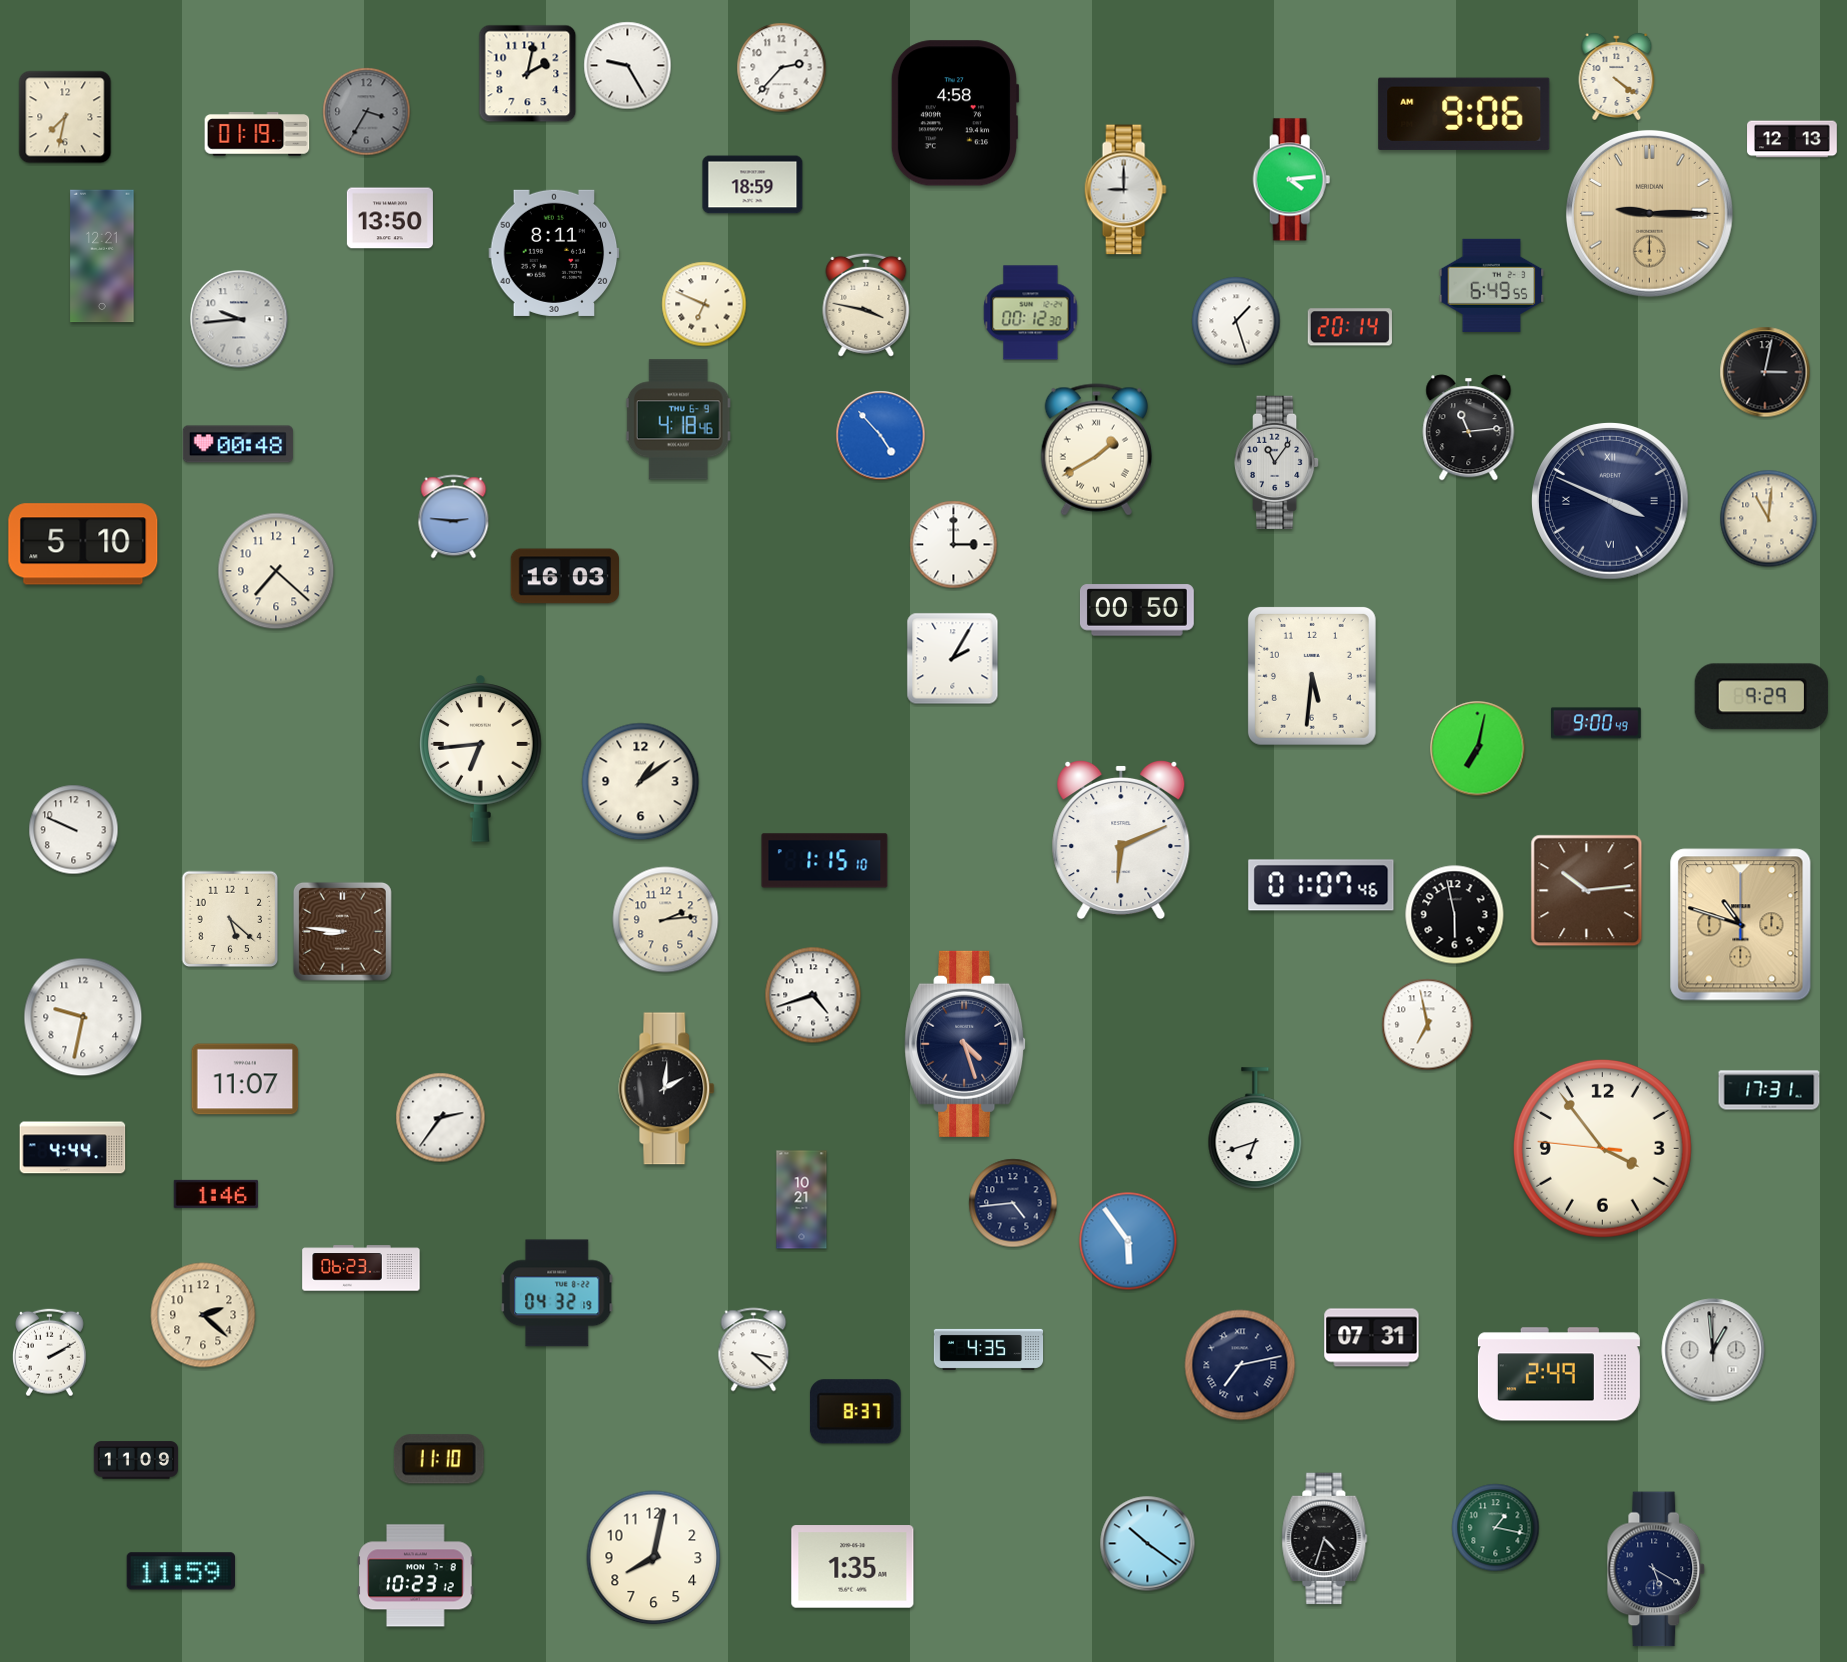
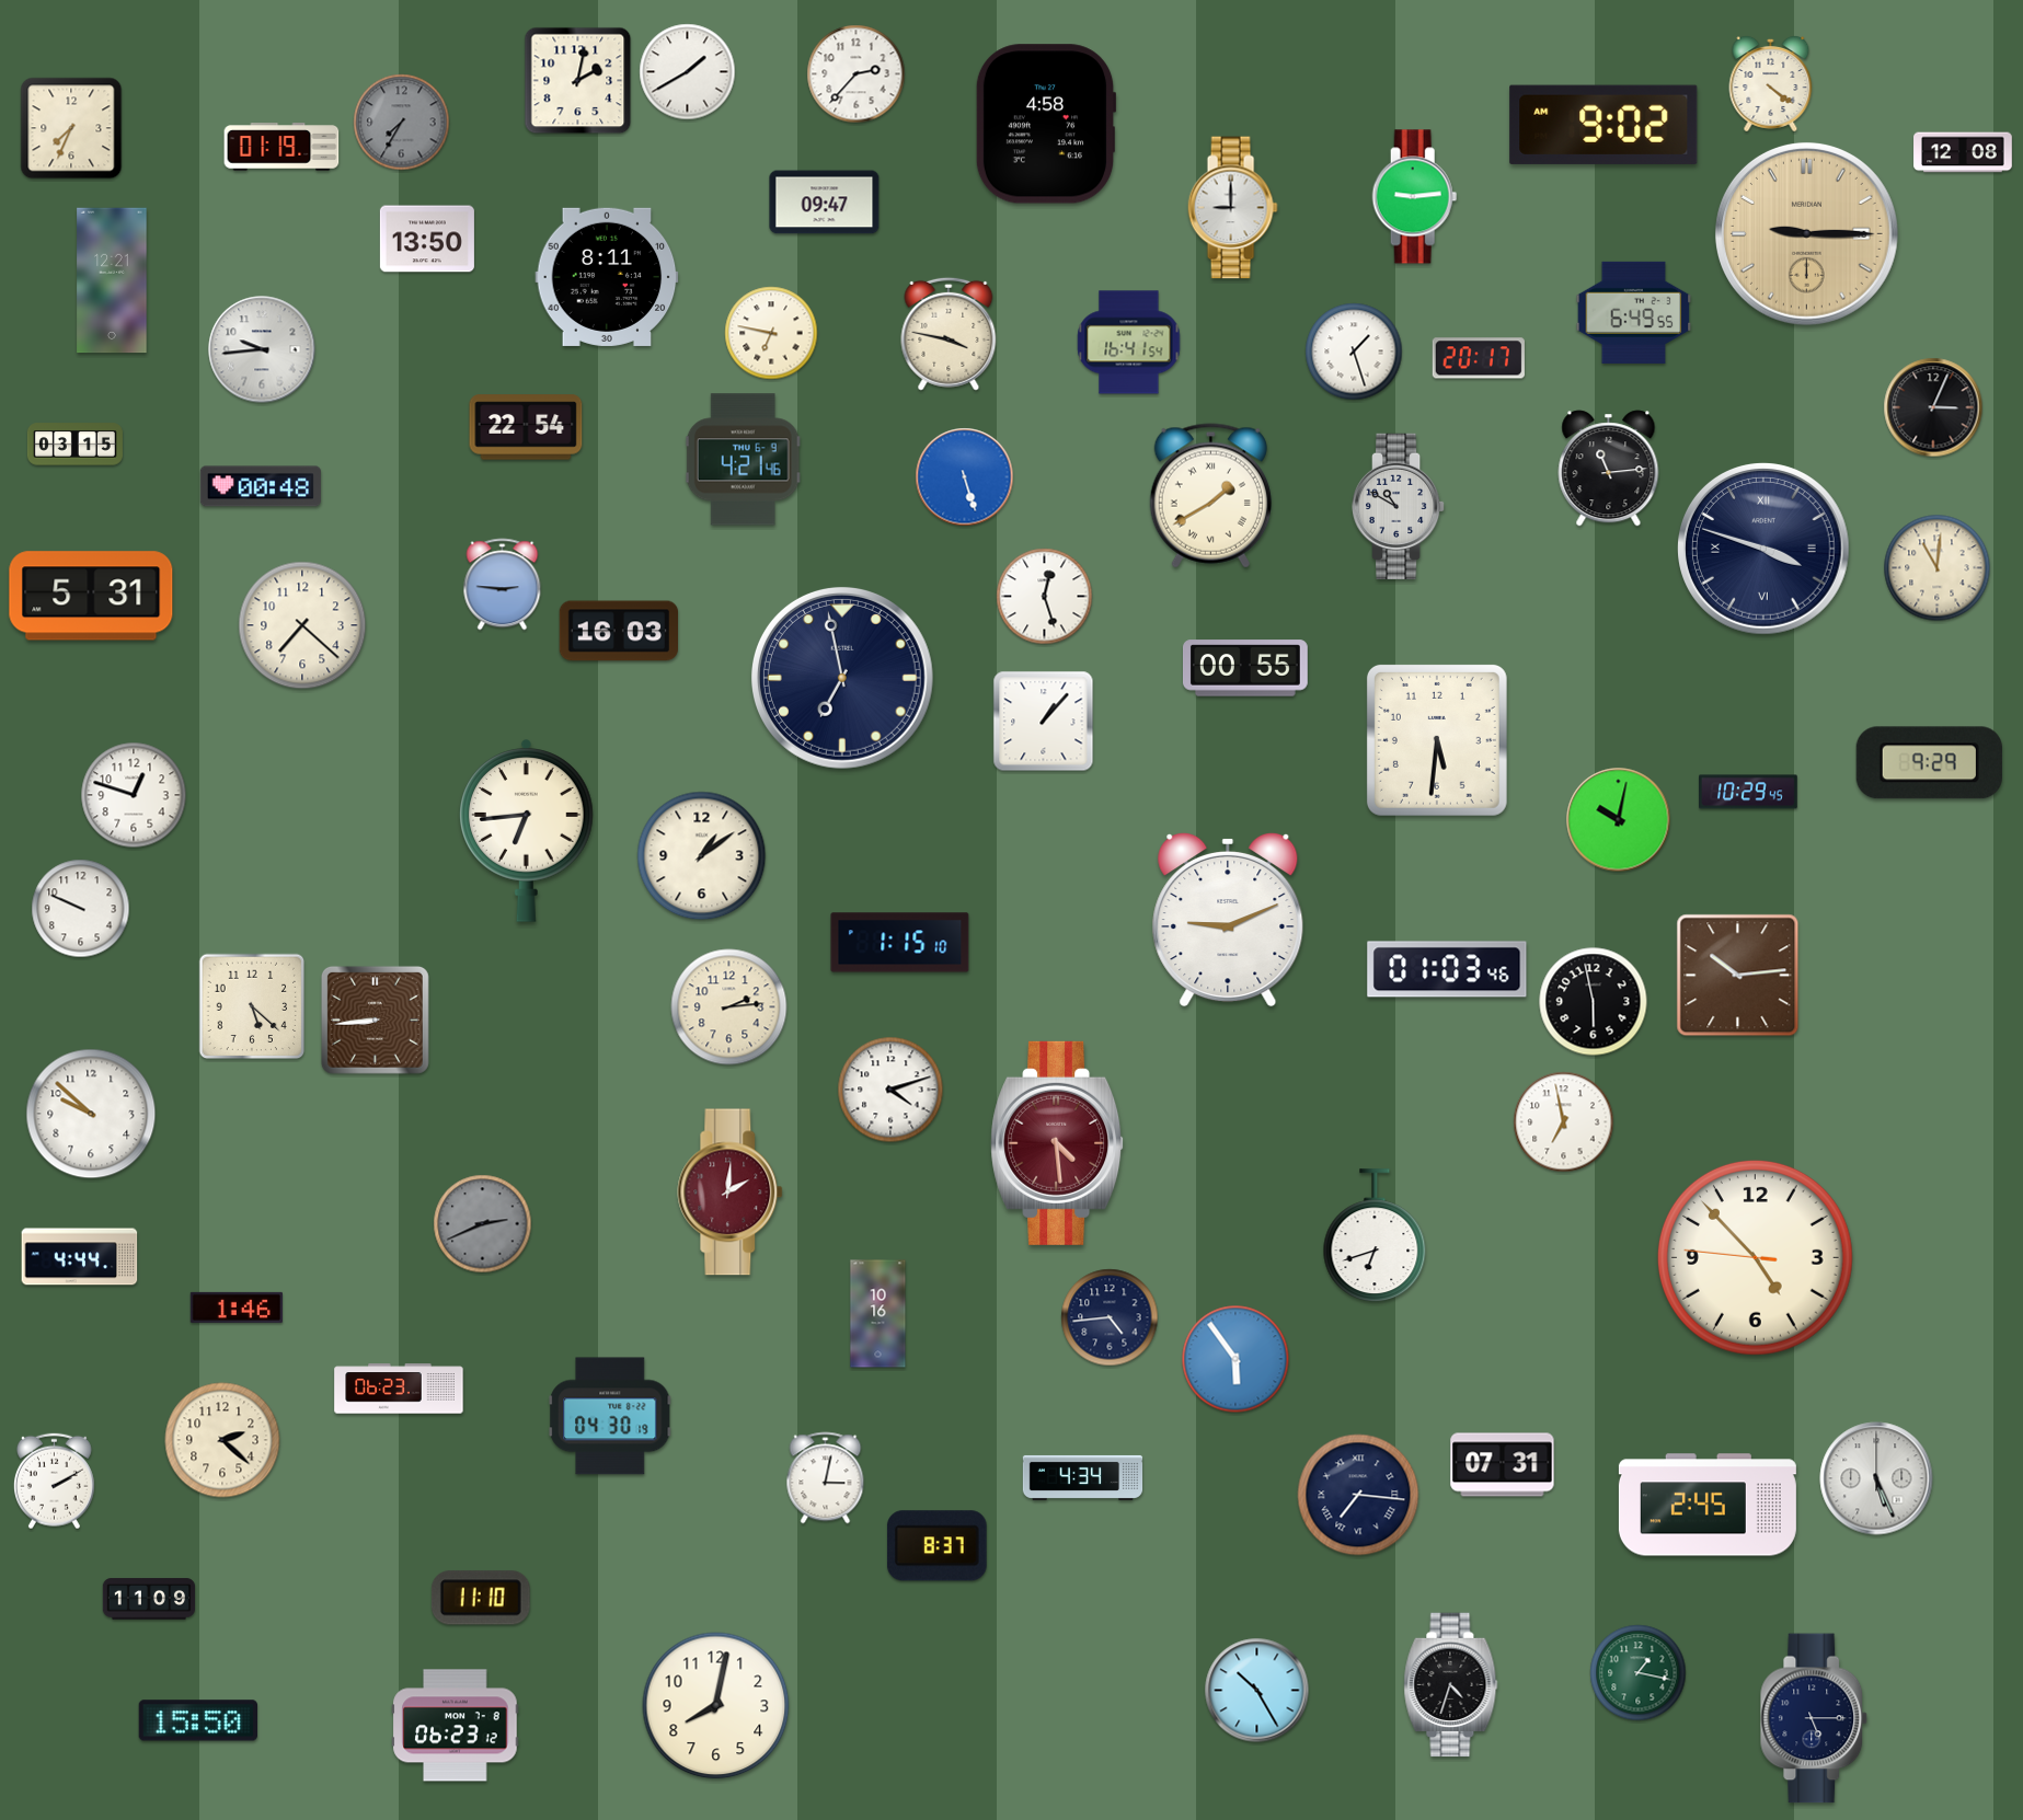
clock at (628, 66): 9:25 -> 1:40
clock at (367, 112): 3:35 -> 7:35
clock at (1464, 114): 9:06 -> 9:02
clock at (65, 117): 7:32 -> 7:34
clock at (1792, 139): 12:13 -> 12:08
clock at (1292, 180): 4:14 -> 9:14
clock at (753, 185): 18:59 -> 09:47
clock at (704, 304): 6:49 -> 6:47
clock at (1031, 313): 00:12 -> 16:41
clock at (1350, 327): 20:14 -> 20:17
clock at (1765, 372): 3:02 -> 3:04
clock at (526, 427): none -> 22:54
clock at (74, 445): none -> 03:15
clock at (678, 420): 4:18 -> 4:21
clock at (881, 436): 4:53 -> 5:27
clock at (1096, 450) position: (1096, 450) -> (1210, 496)
clock at (1277, 462): 11:06 -> 10:50
clock at (1611, 502): 3:49 -> 3:48
clock at (454, 517) position: (454, 517) -> (503, 585)
clock at (83, 544): 5:10 -> 5:31
clock at (954, 545): 3:00 -> 12:27
clock at (1137, 610): 00:50 -> 00:55
clock at (842, 678): none -> 6:58
clock at (953, 659): 2:05 -> 1:07
clock at (1597, 723): 9:00 -> 10:29
clock at (134, 795): none -> 12:48
clock at (1478, 749): 7:02 -> 10:02
clock at (1121, 840): 6:11 -> 9:11
clock at (825, 861) position: (825, 861) -> (900, 943)
clock at (1321, 885): 01:07 -> 01:03
clock at (1741, 925): 10:48 -> none
clock at (342, 931): 8:46 -> 8:44
clock at (813, 995): 4:42 -> 4:12
clock at (83, 1017): 9:32 -> 9:52
clock at (966, 1044): 4:27 -> 4:29
clock at (966, 1044) dial: navy -> burgundy
clock at (245, 1079): 11:07 -> none
clock at (667, 1089) dial: black -> burgundy
clock at (1769, 1090): 17:31 -> none
clock at (441, 1118): 2:36 -> 2:41
clock at (441, 1118) dial: white -> grey
clock at (1602, 1148): 3:53 -> 4:52
clock at (802, 1200): 10:21 -> 10:16
clock at (361, 1268) position: (361, 1268) -> (399, 1389)
clock at (557, 1293): 04:32 -> 04:30
clock at (989, 1349): 4:35 -> 4:34
clock at (754, 1350): 3:22 -> 3:02
clock at (1713, 1350): 12:59 -> 5:26
clock at (1240, 1365): 7:13 -> 7:16
clock at (1559, 1374): 2:49 -> 2:45
clock at (1148, 1544): 10:21 -> 10:25
clock at (853, 1567): 1:35 -> none
clock at (1656, 1569): 5:20 -> 5:15
clock at (180, 1571): 11:59 -> 15:50
clock at (416, 1576): 10:23 -> 06:23
